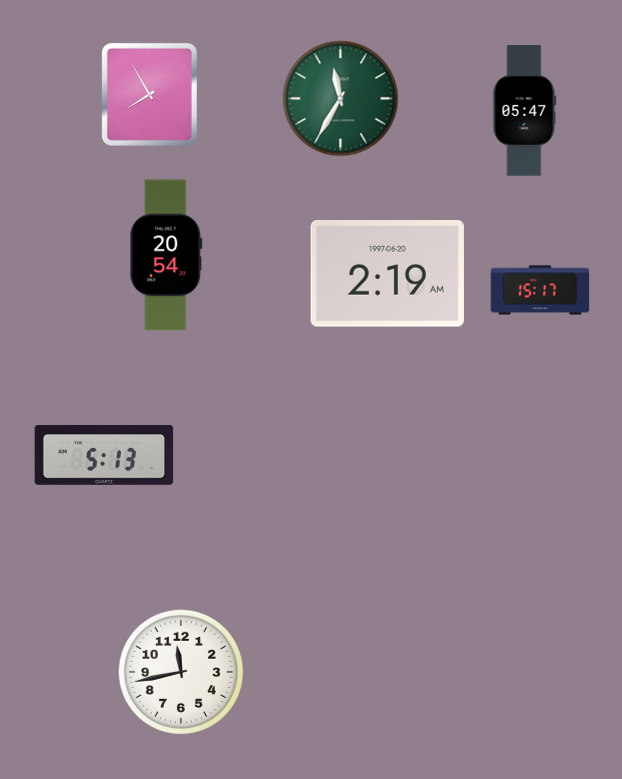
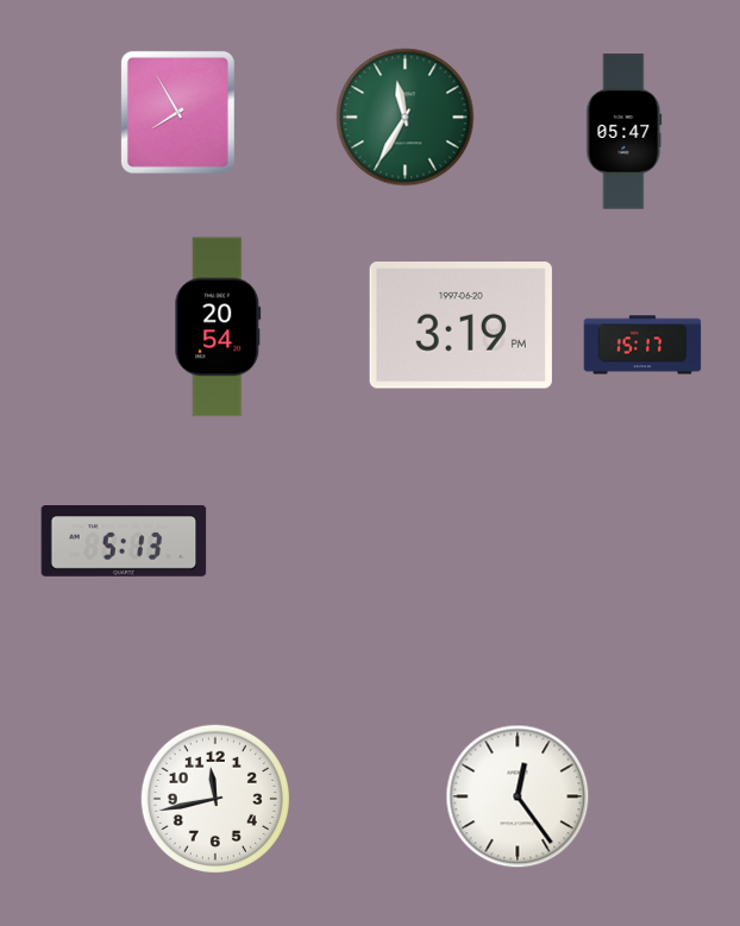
clock at (166, 255) position: (166, 255) -> (218, 327)
clock at (387, 274): 2:19 -> 3:19
clock at (518, 796): none -> 12:24
